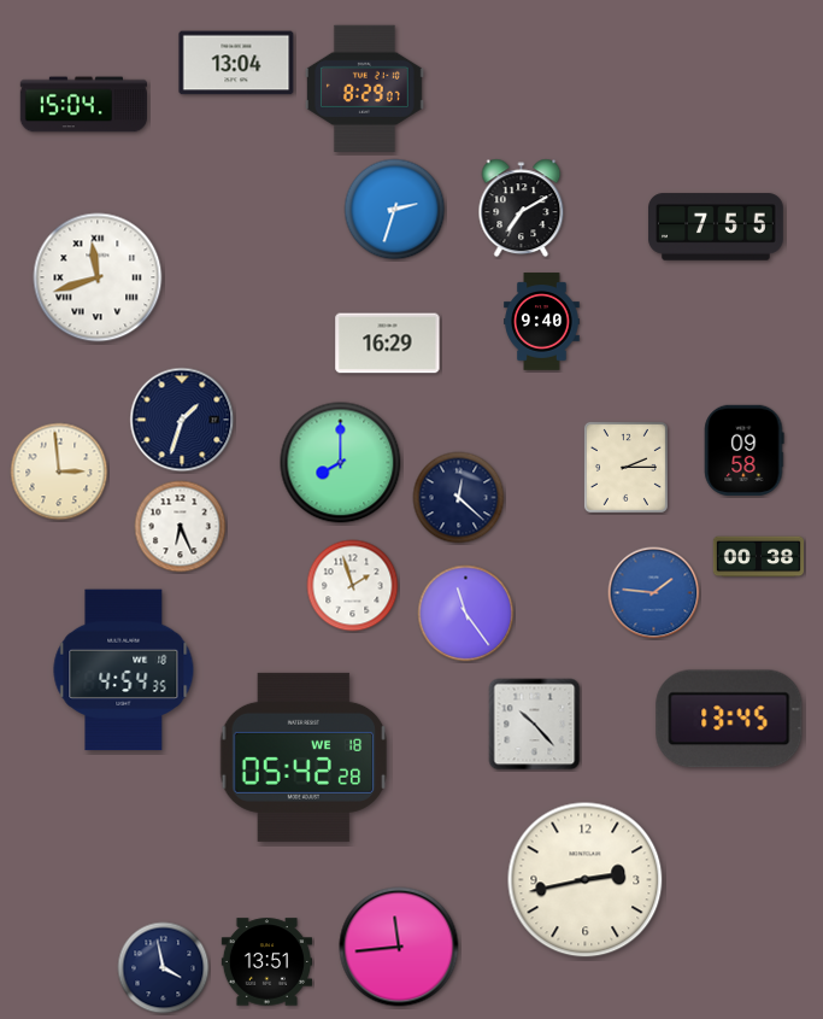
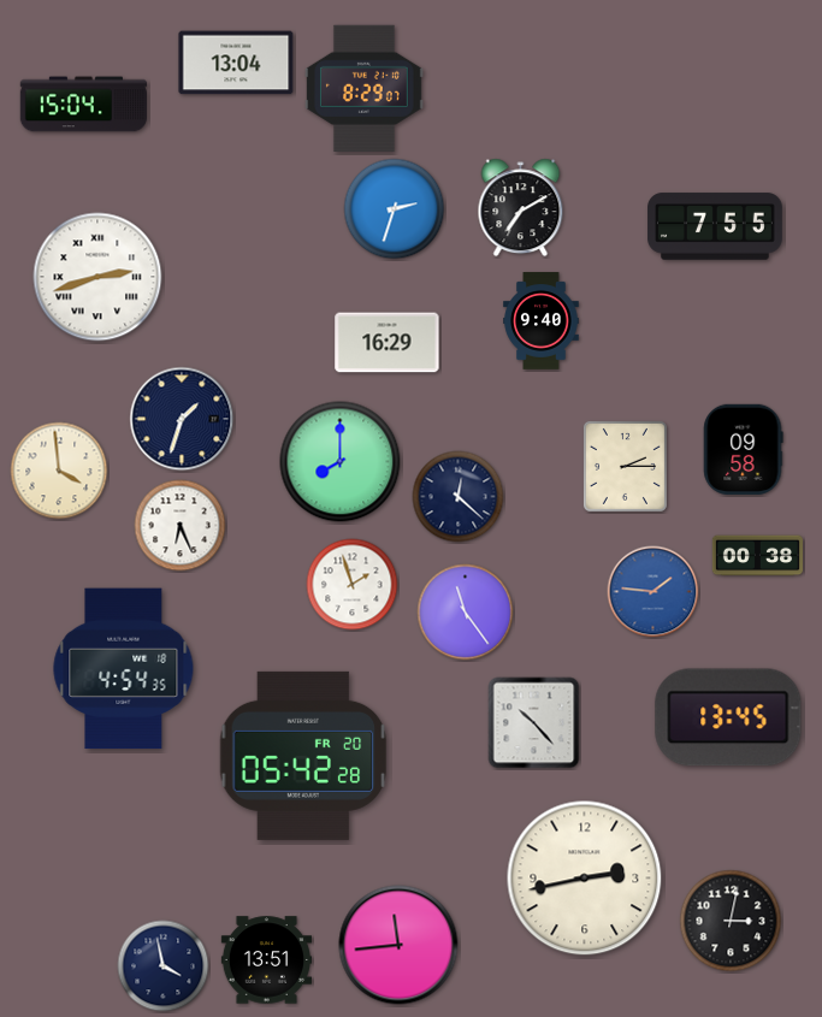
clock at (98, 277): 11:42 -> 2:42
clock at (59, 472): 2:59 -> 3:59
clock at (304, 757) date: WE 18 -> FR 20
clock at (731, 921): none -> 3:02
